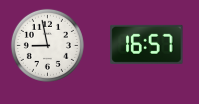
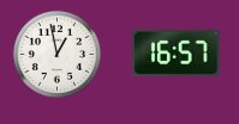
clock at (47, 45): 8:58 -> 12:58
